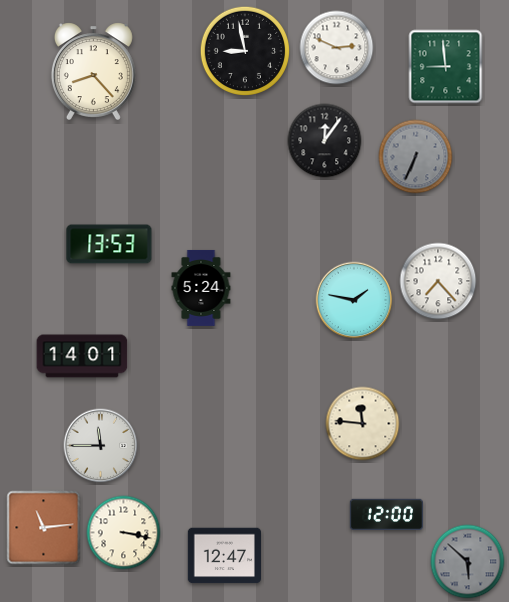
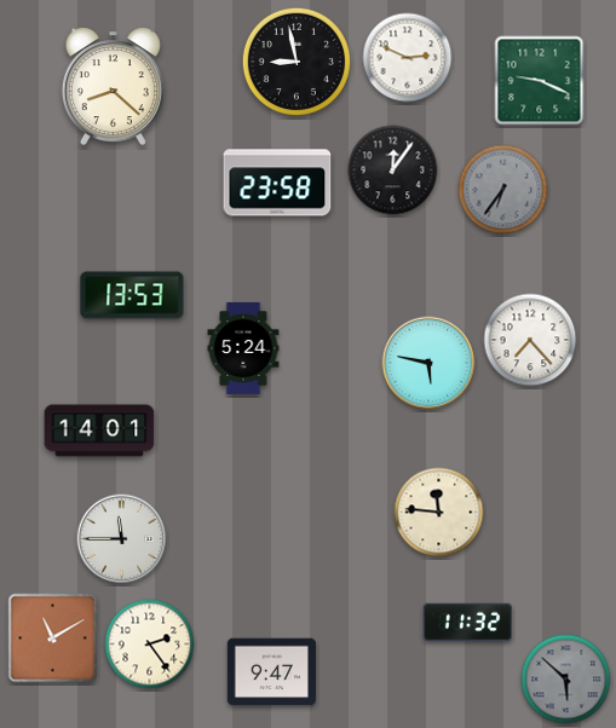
clock at (446, 67): 8:59 -> 9:19
clock at (93, 71): 8:23 -> 8:22
clock at (277, 183): none -> 23:58
clock at (416, 157): 6:34 -> 6:36
clock at (354, 300): 1:47 -> 5:47
clock at (386, 514): 12:00 -> 11:32
clock at (44, 528): 11:14 -> 11:10
clock at (124, 533): 3:17 -> 2:24
clock at (224, 556): 12:47 -> 9:47
